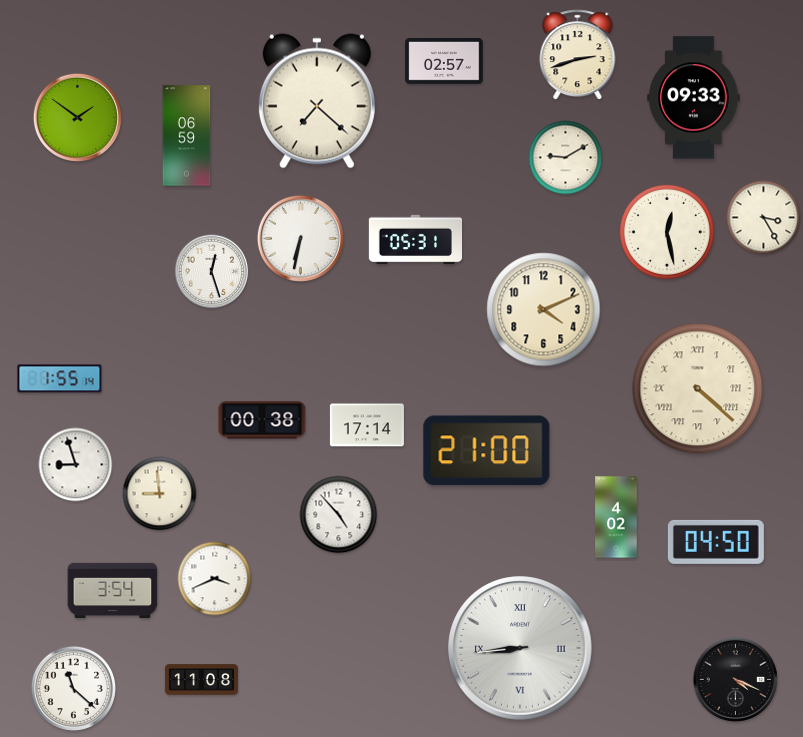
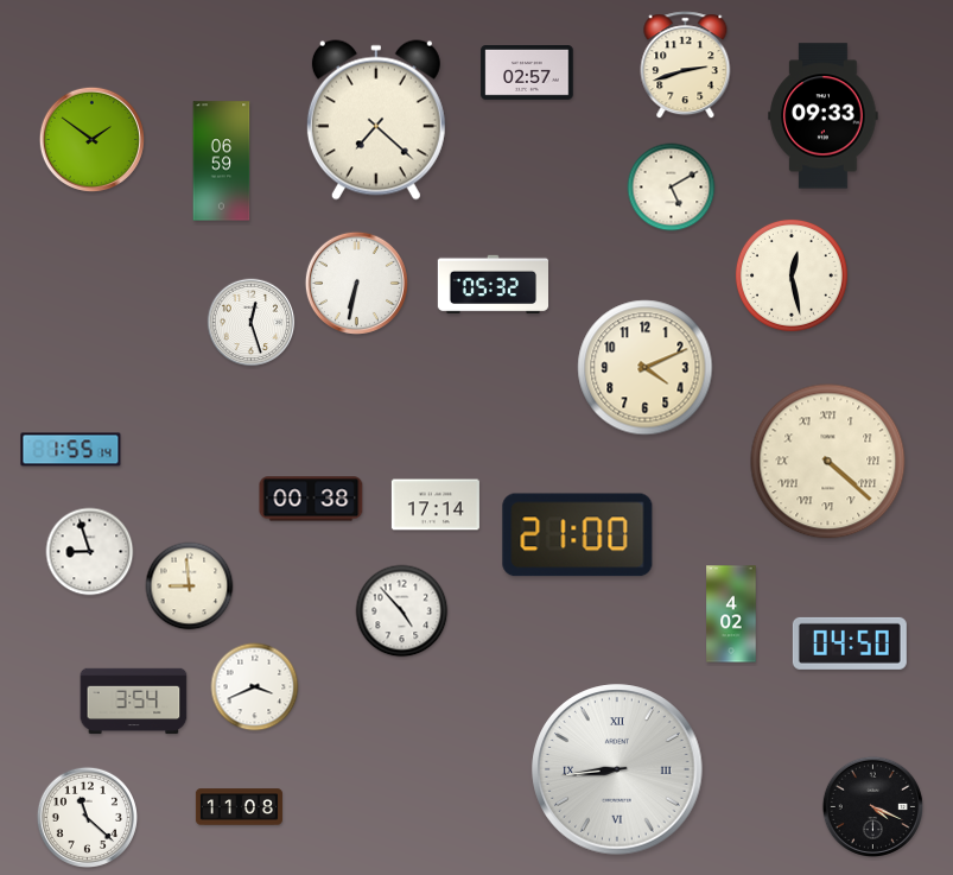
clock at (566, 158): 9:10 -> 5:10
clock at (764, 218): 3:25 -> none
clock at (416, 240): 05:31 -> 05:32
